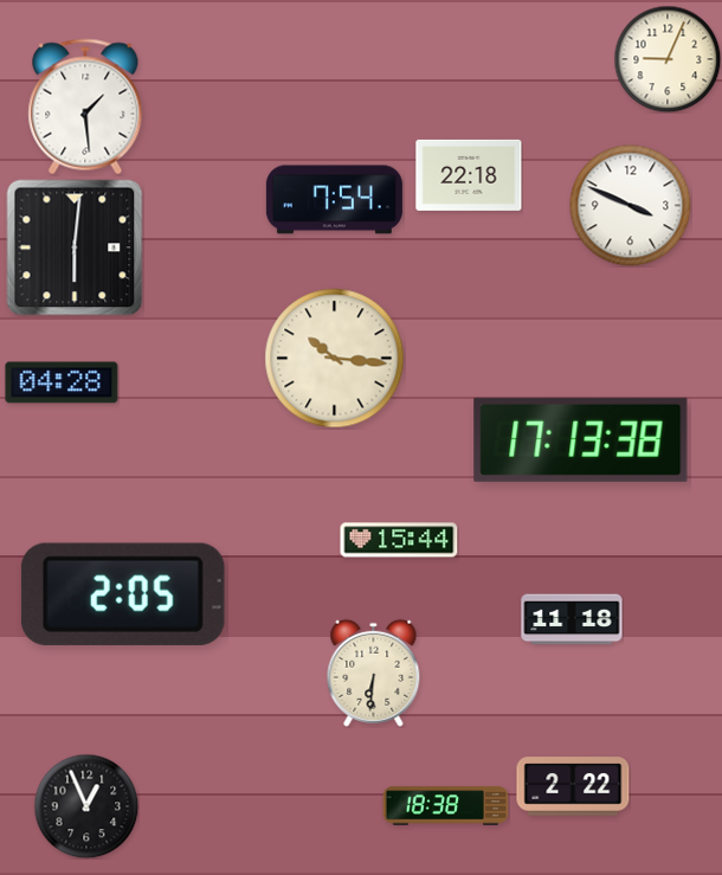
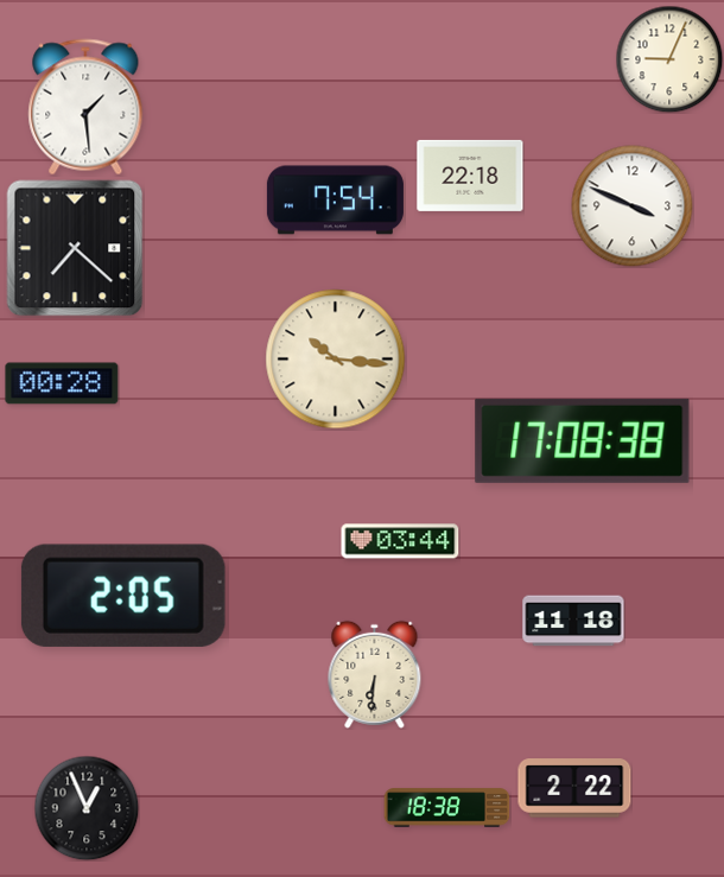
clock at (75, 247): 6:01 -> 7:22
clock at (62, 382): 04:28 -> 00:28
clock at (581, 439): 17:13 -> 17:08
clock at (399, 540): 15:44 -> 03:44
